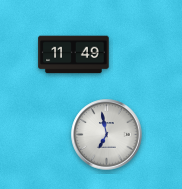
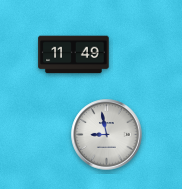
clock at (107, 135): 6:58 -> 8:58
